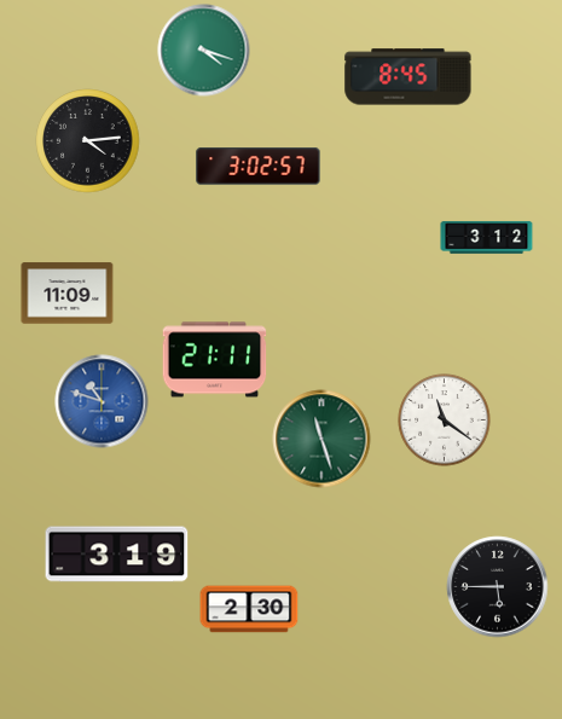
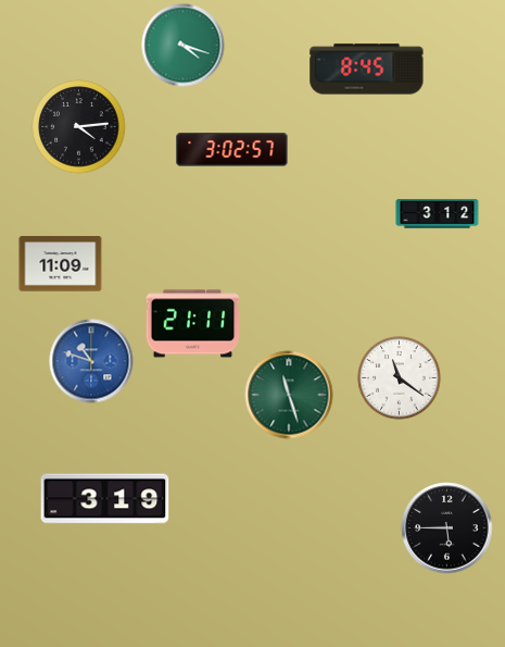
clock at (249, 609): 2:30 -> none
